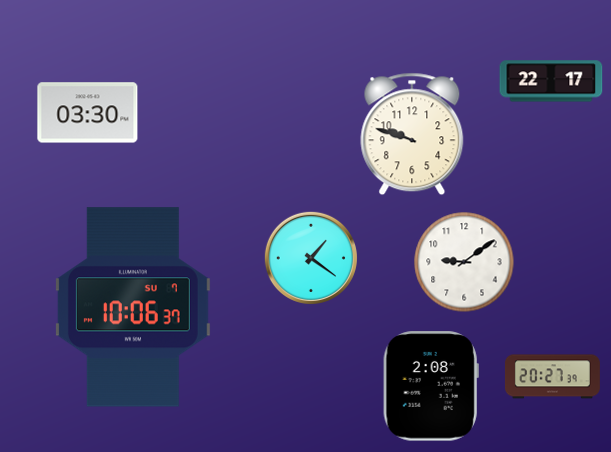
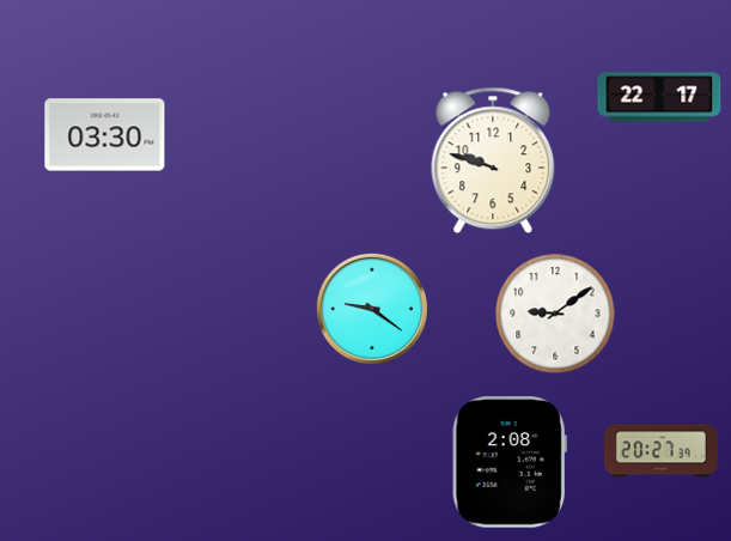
clock at (311, 258): 1:21 -> 9:21
clock at (133, 307): 10:06 -> none
clock at (431, 386) position: (431, 386) -> (510, 462)
